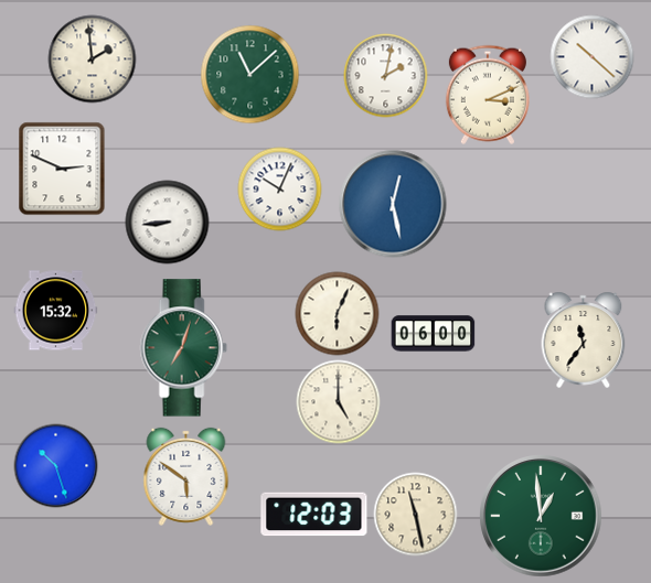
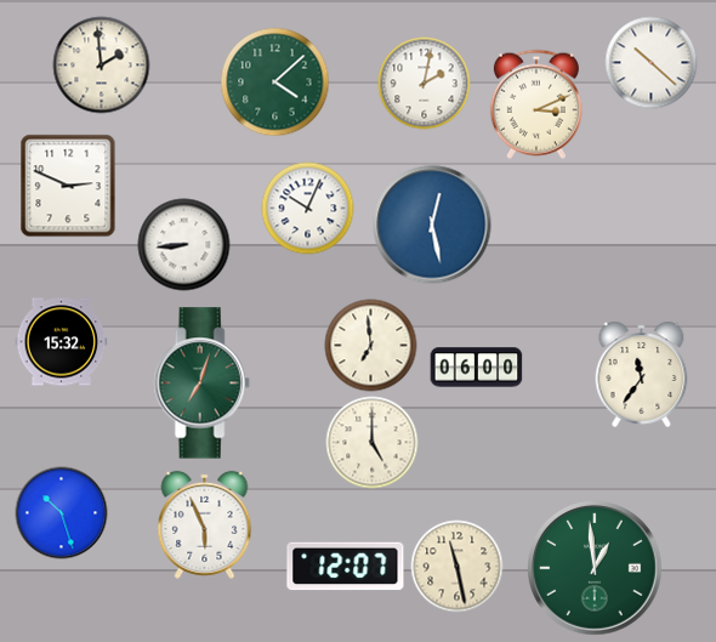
clock at (250, 75): 11:08 -> 4:08
clock at (338, 314): 6:04 -> 6:59
clock at (186, 476): 5:51 -> 5:56
clock at (314, 515): 12:03 -> 12:07
